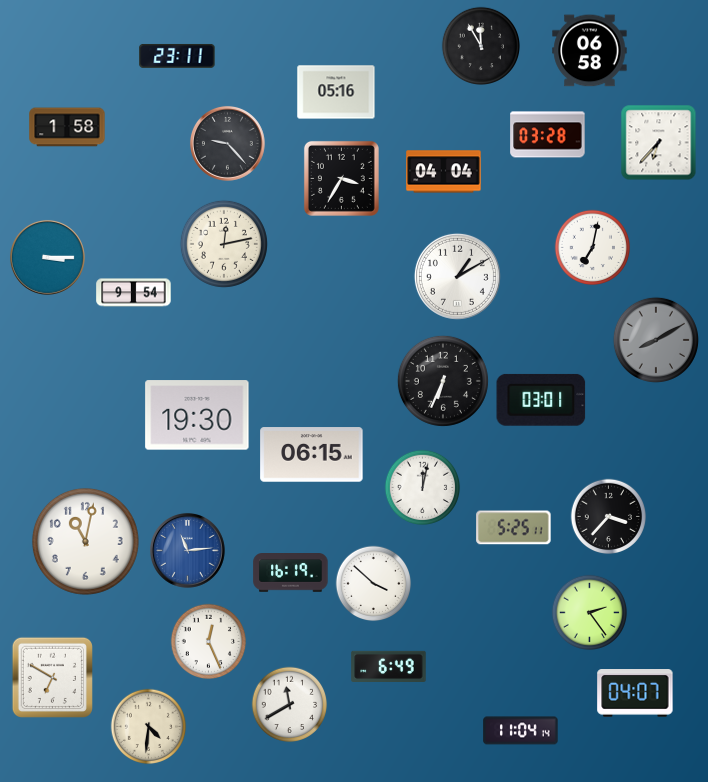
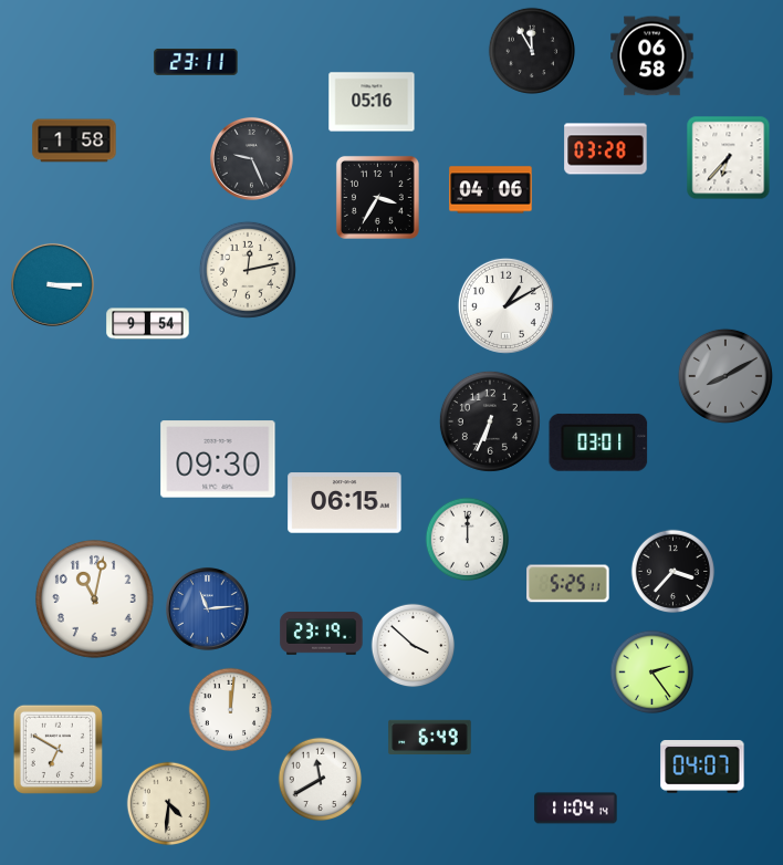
clock at (227, 143): 9:23 -> 9:26
clock at (444, 172): 04:04 -> 04:06
clock at (593, 248): 7:02 -> none
clock at (197, 415): 19:30 -> 09:30
clock at (423, 488): 12:02 -> 12:00
clock at (291, 573): 16:19 -> 23:19
clock at (590, 613) position: (590, 613) -> (652, 673)
clock at (209, 642): 12:26 -> 12:01
clock at (149, 727) position: (149, 727) -> (169, 804)
